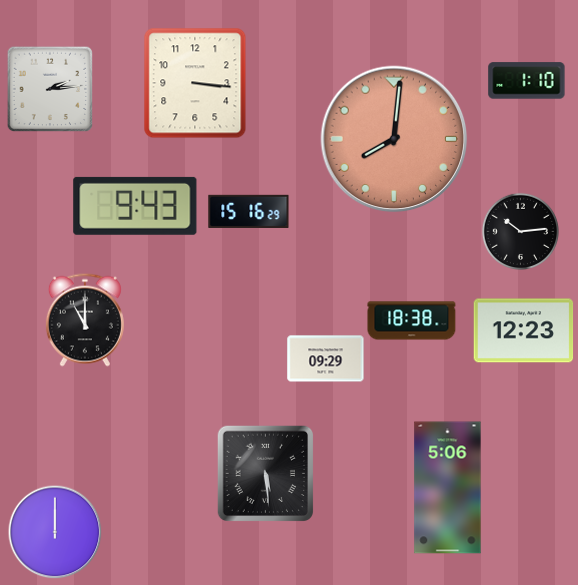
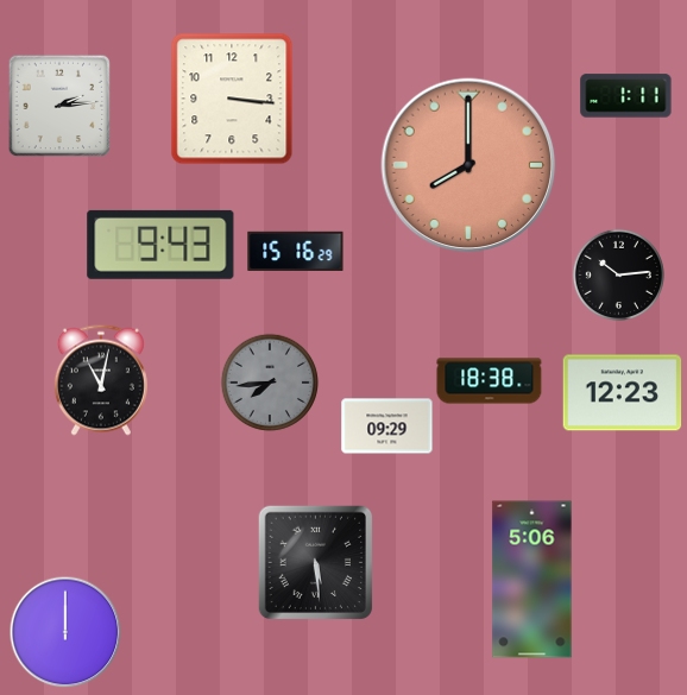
clock at (527, 81): 1:10 -> 1:11
clock at (394, 139): 8:01 -> 8:00
clock at (85, 320): 11:00 -> 11:02
clock at (270, 383): none -> 7:44
